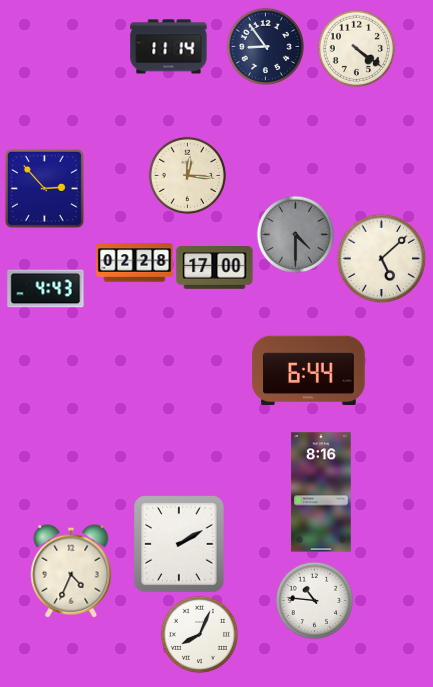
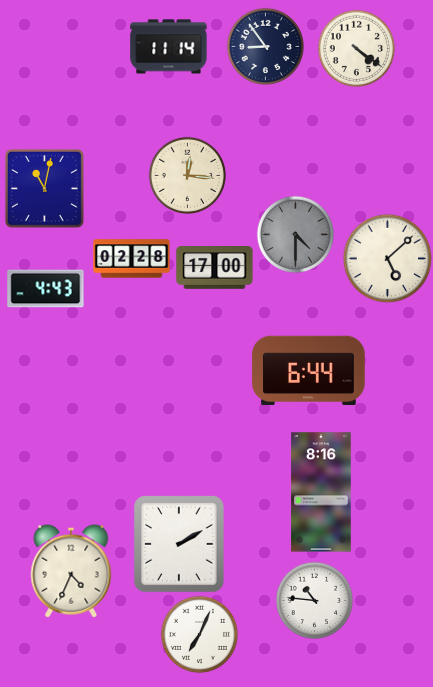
clock at (44, 188): 2:53 -> 11:02
clock at (381, 258) position: (381, 258) -> (387, 258)
clock at (135, 263) position: (135, 263) -> (132, 259)
clock at (199, 634): 8:04 -> 7:04
